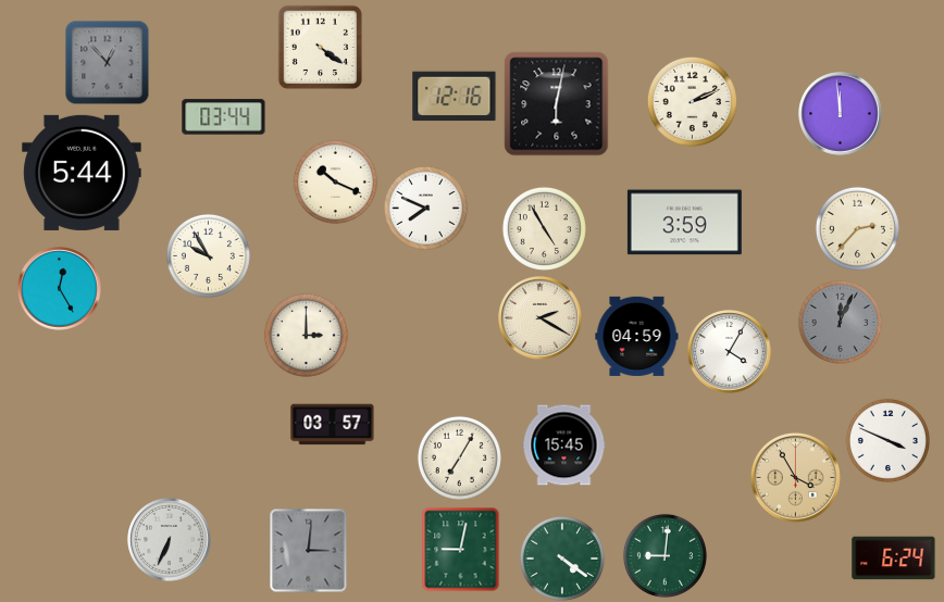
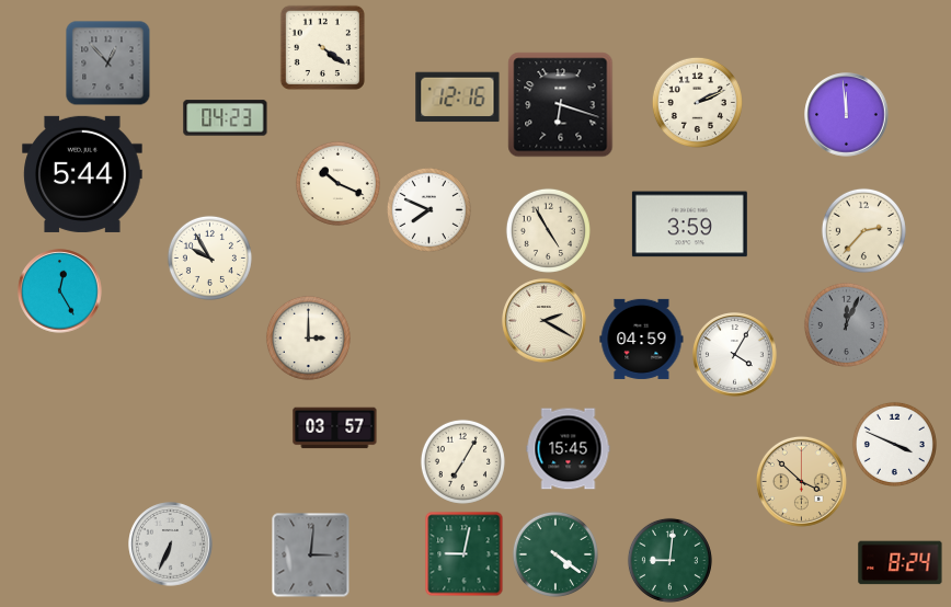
clock at (557, 104): 6:02 -> 6:18
clock at (224, 117): 03:44 -> 04:23
clock at (795, 477): 3:55 -> 3:52
clock at (562, 559) position: (562, 559) -> (555, 554)
clock at (894, 559): 6:24 -> 8:24
